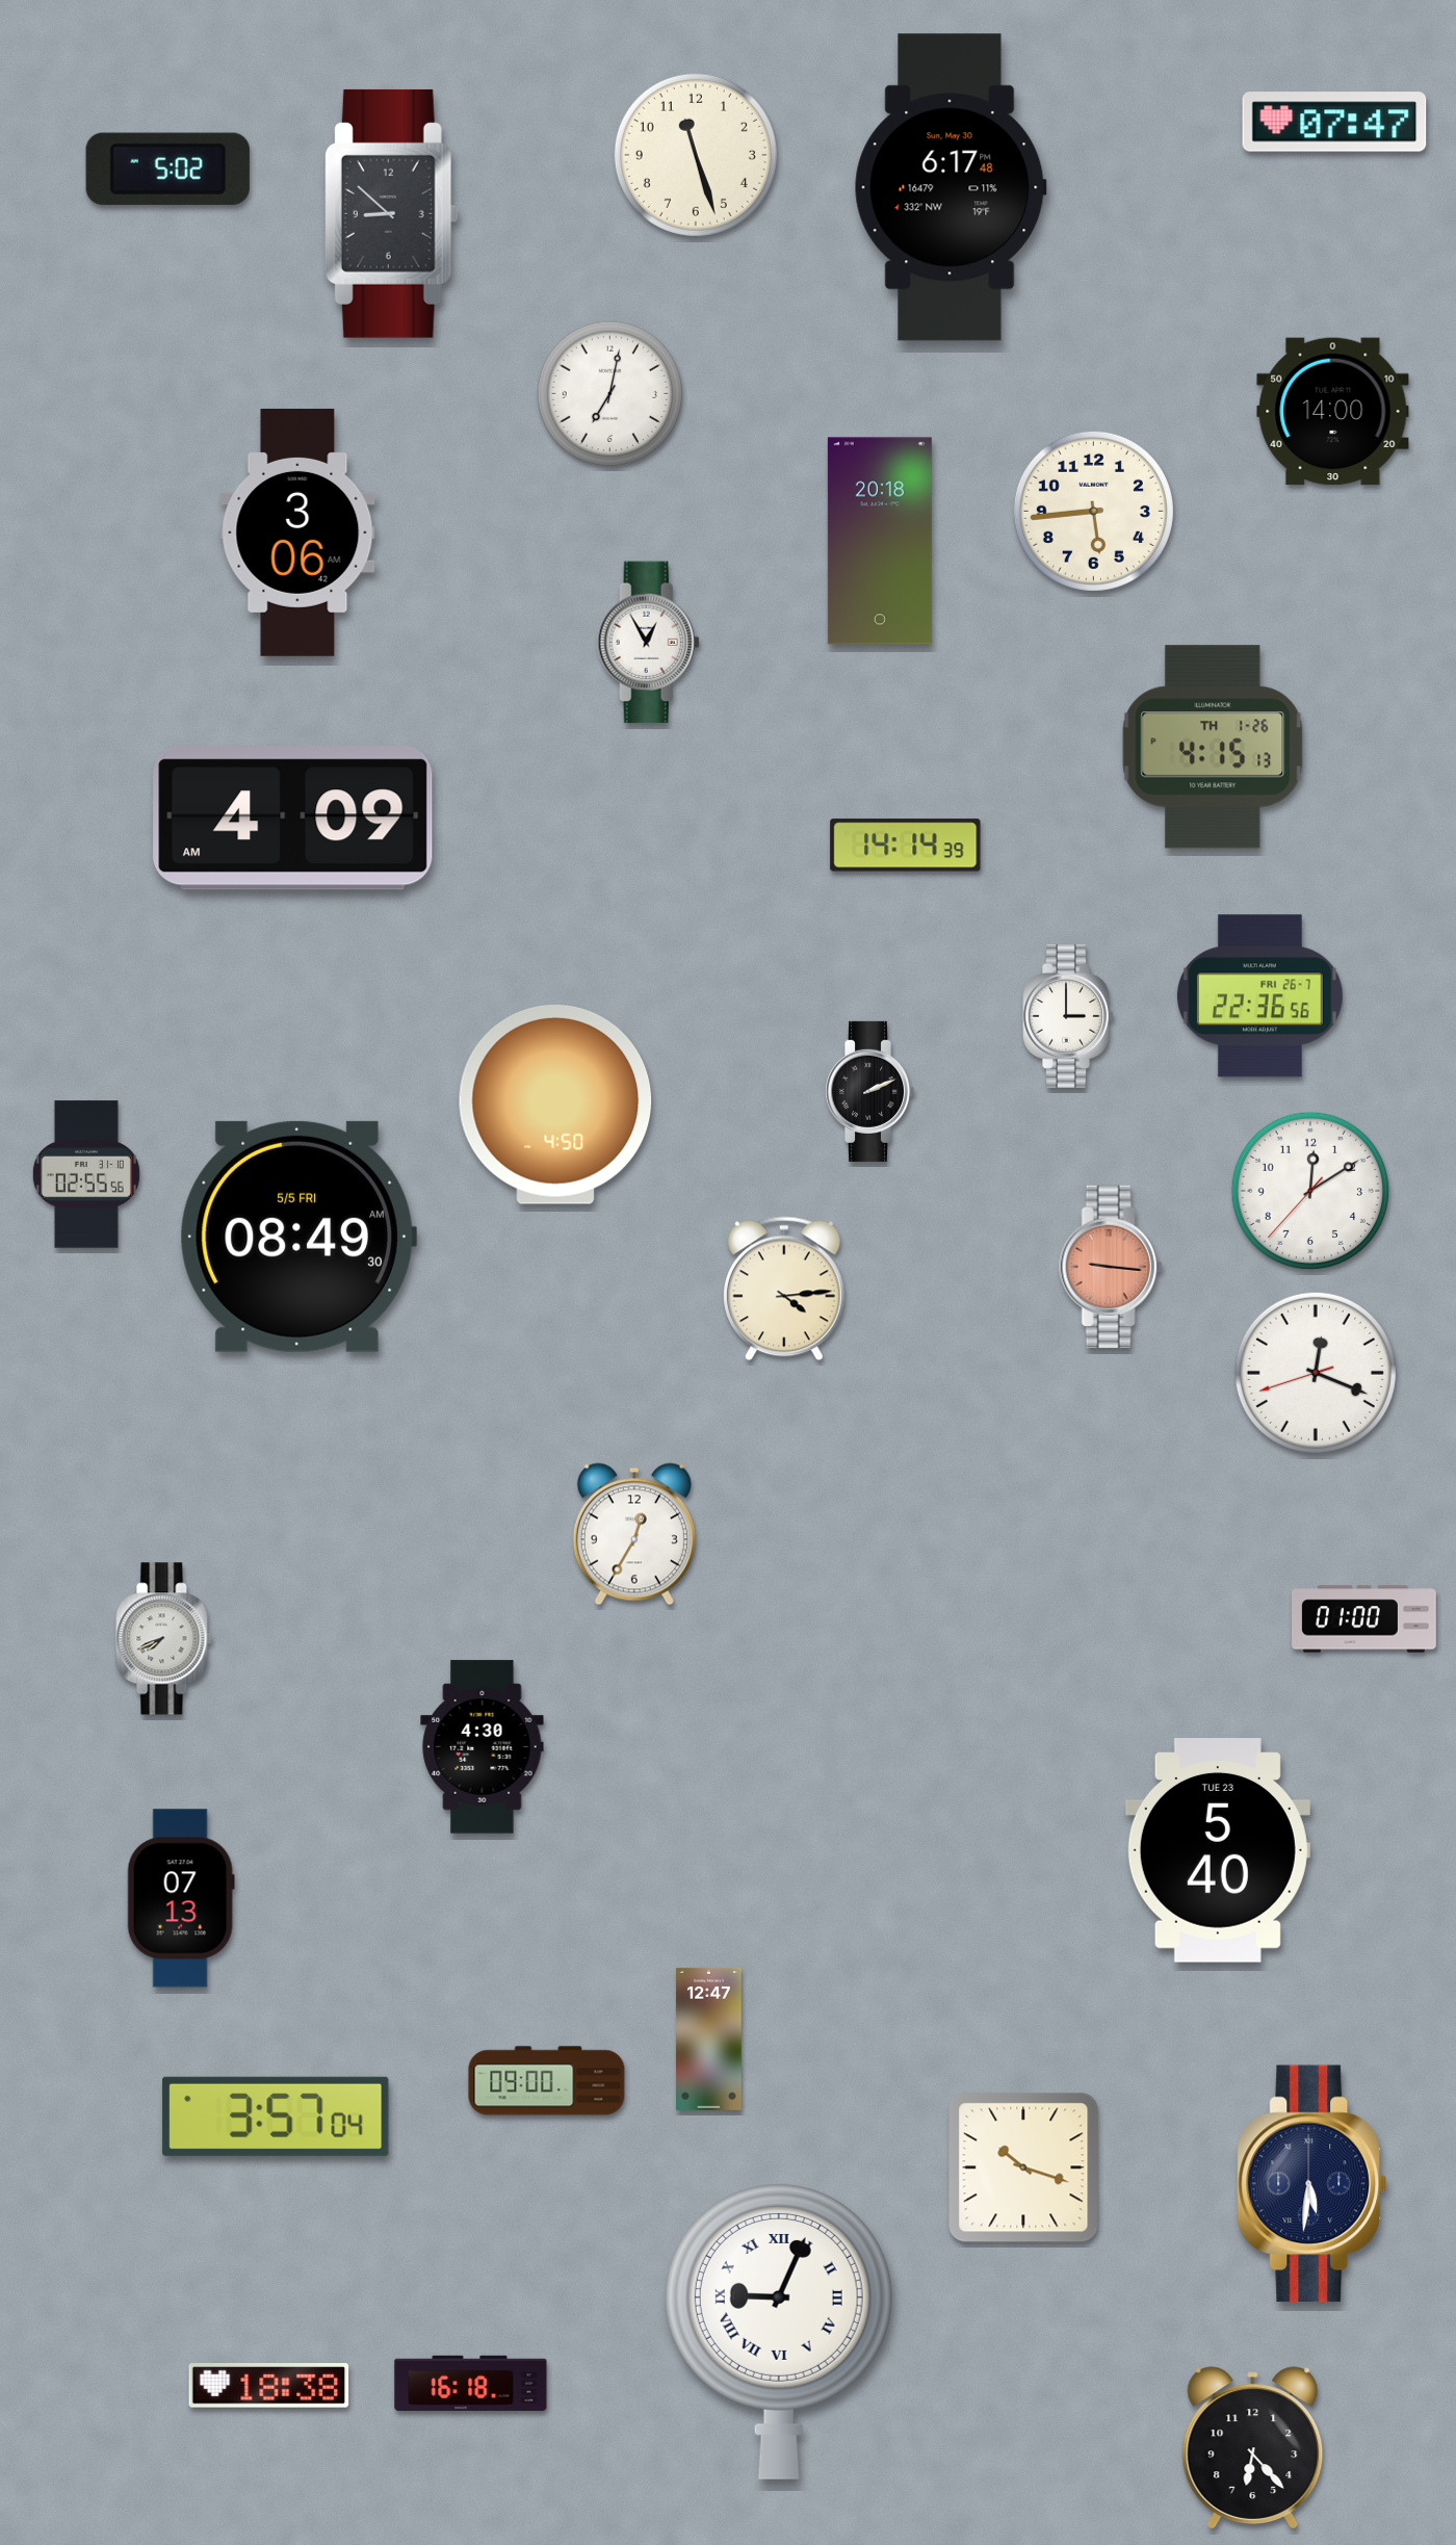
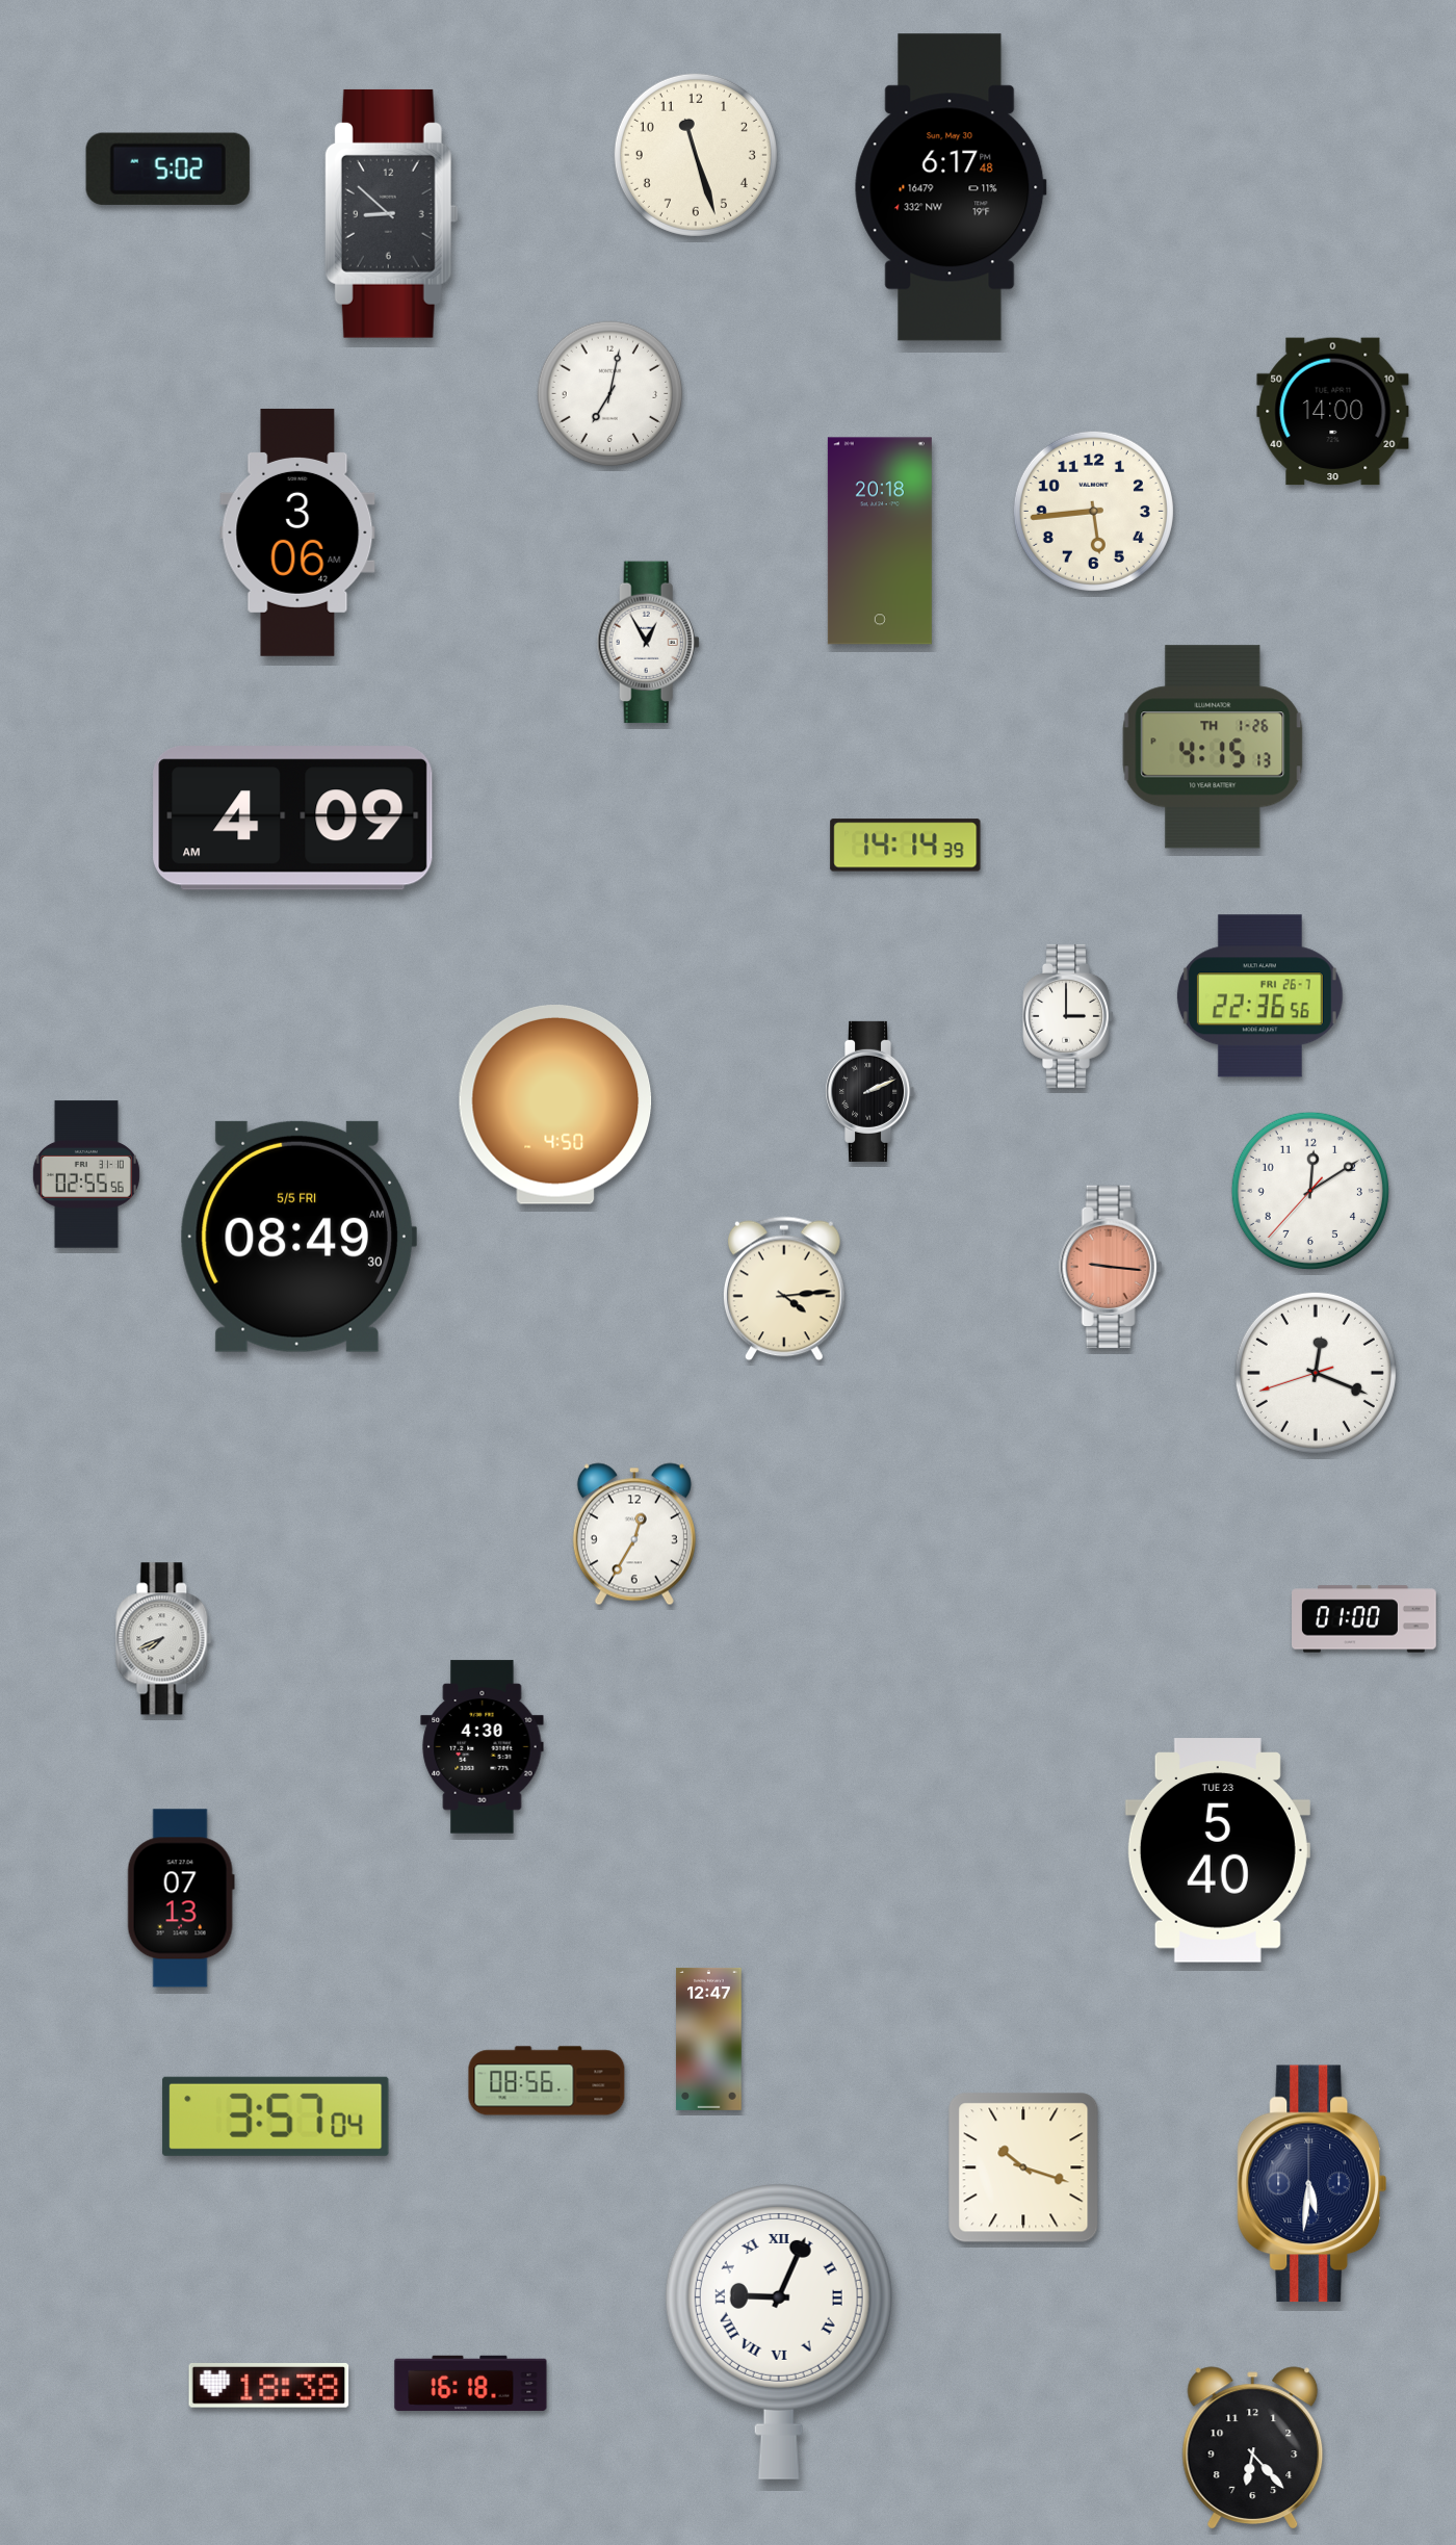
clock at (1334, 122): 07:47 -> none
clock at (547, 2081): 09:00 -> 08:56
